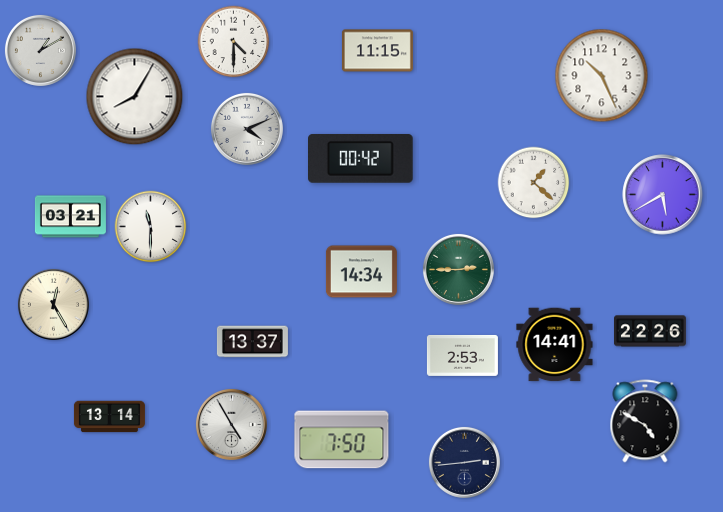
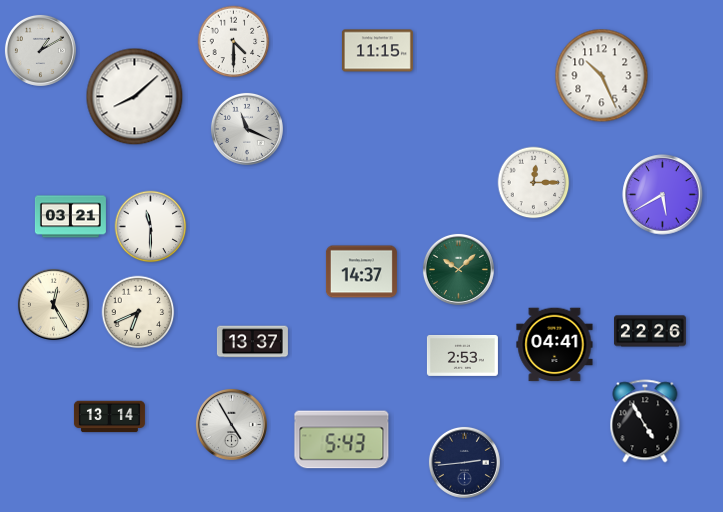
clock at (135, 97): 8:05 -> 8:08
clock at (247, 129): 4:11 -> 11:19
clock at (361, 158): 00:42 -> none
clock at (534, 183): 1:22 -> 12:15
clock at (458, 269): 2:45 -> 10:08
clock at (361, 272): 14:34 -> 14:37
clock at (138, 312): none -> 6:41
clock at (555, 345): 14:41 -> 04:41
clock at (645, 421): 4:50 -> 4:55
clock at (342, 440): 7:50 -> 5:43
